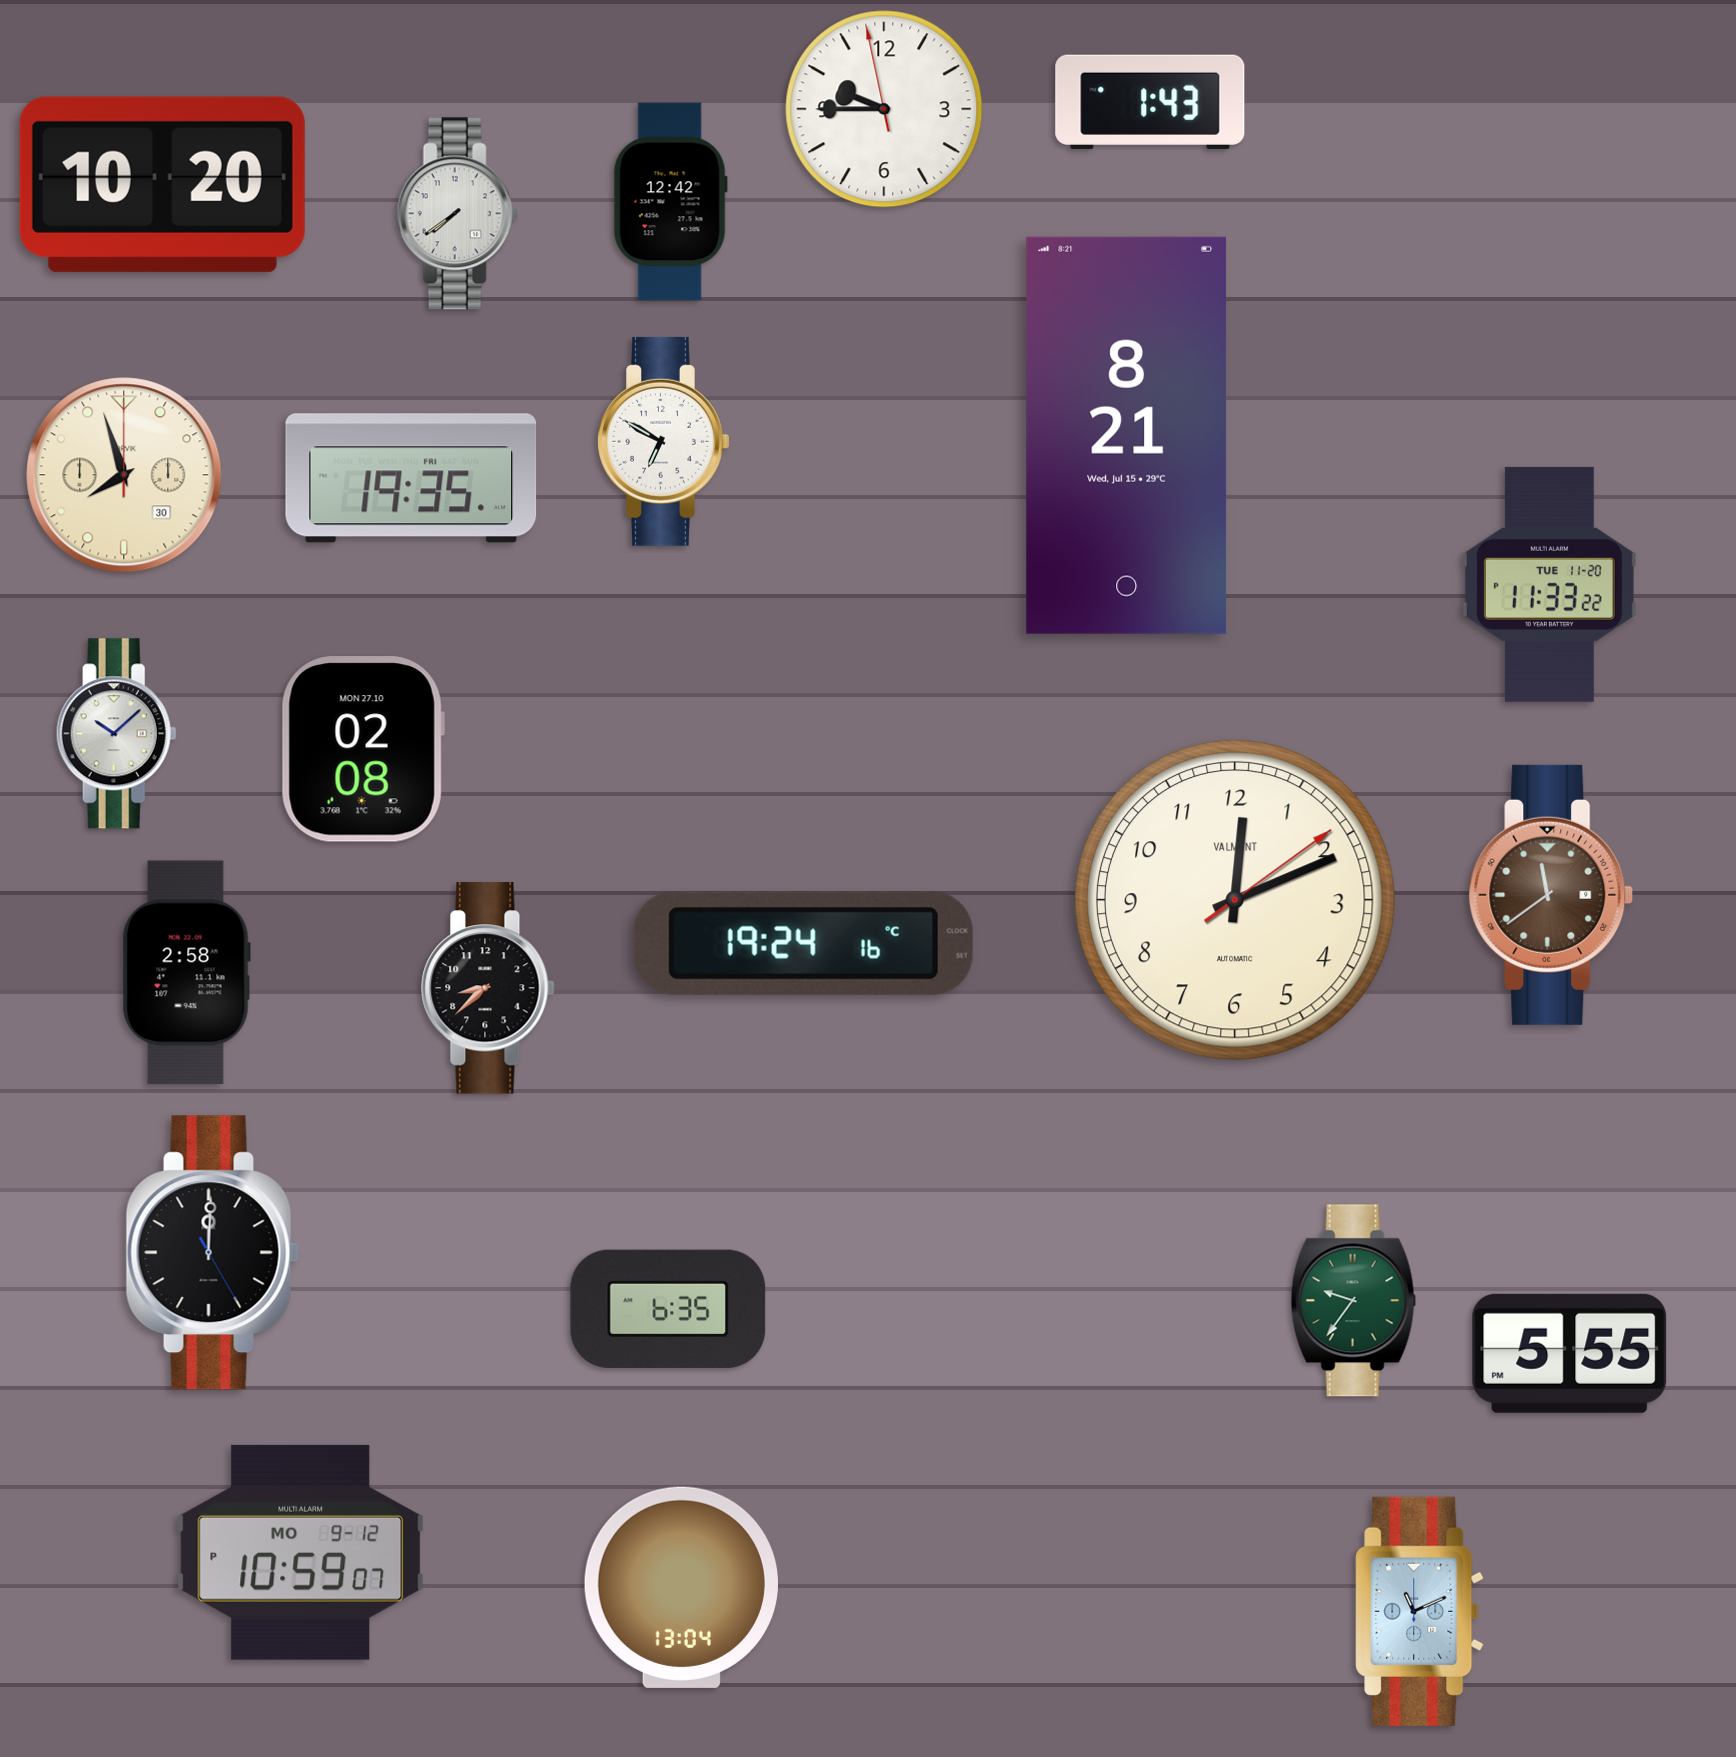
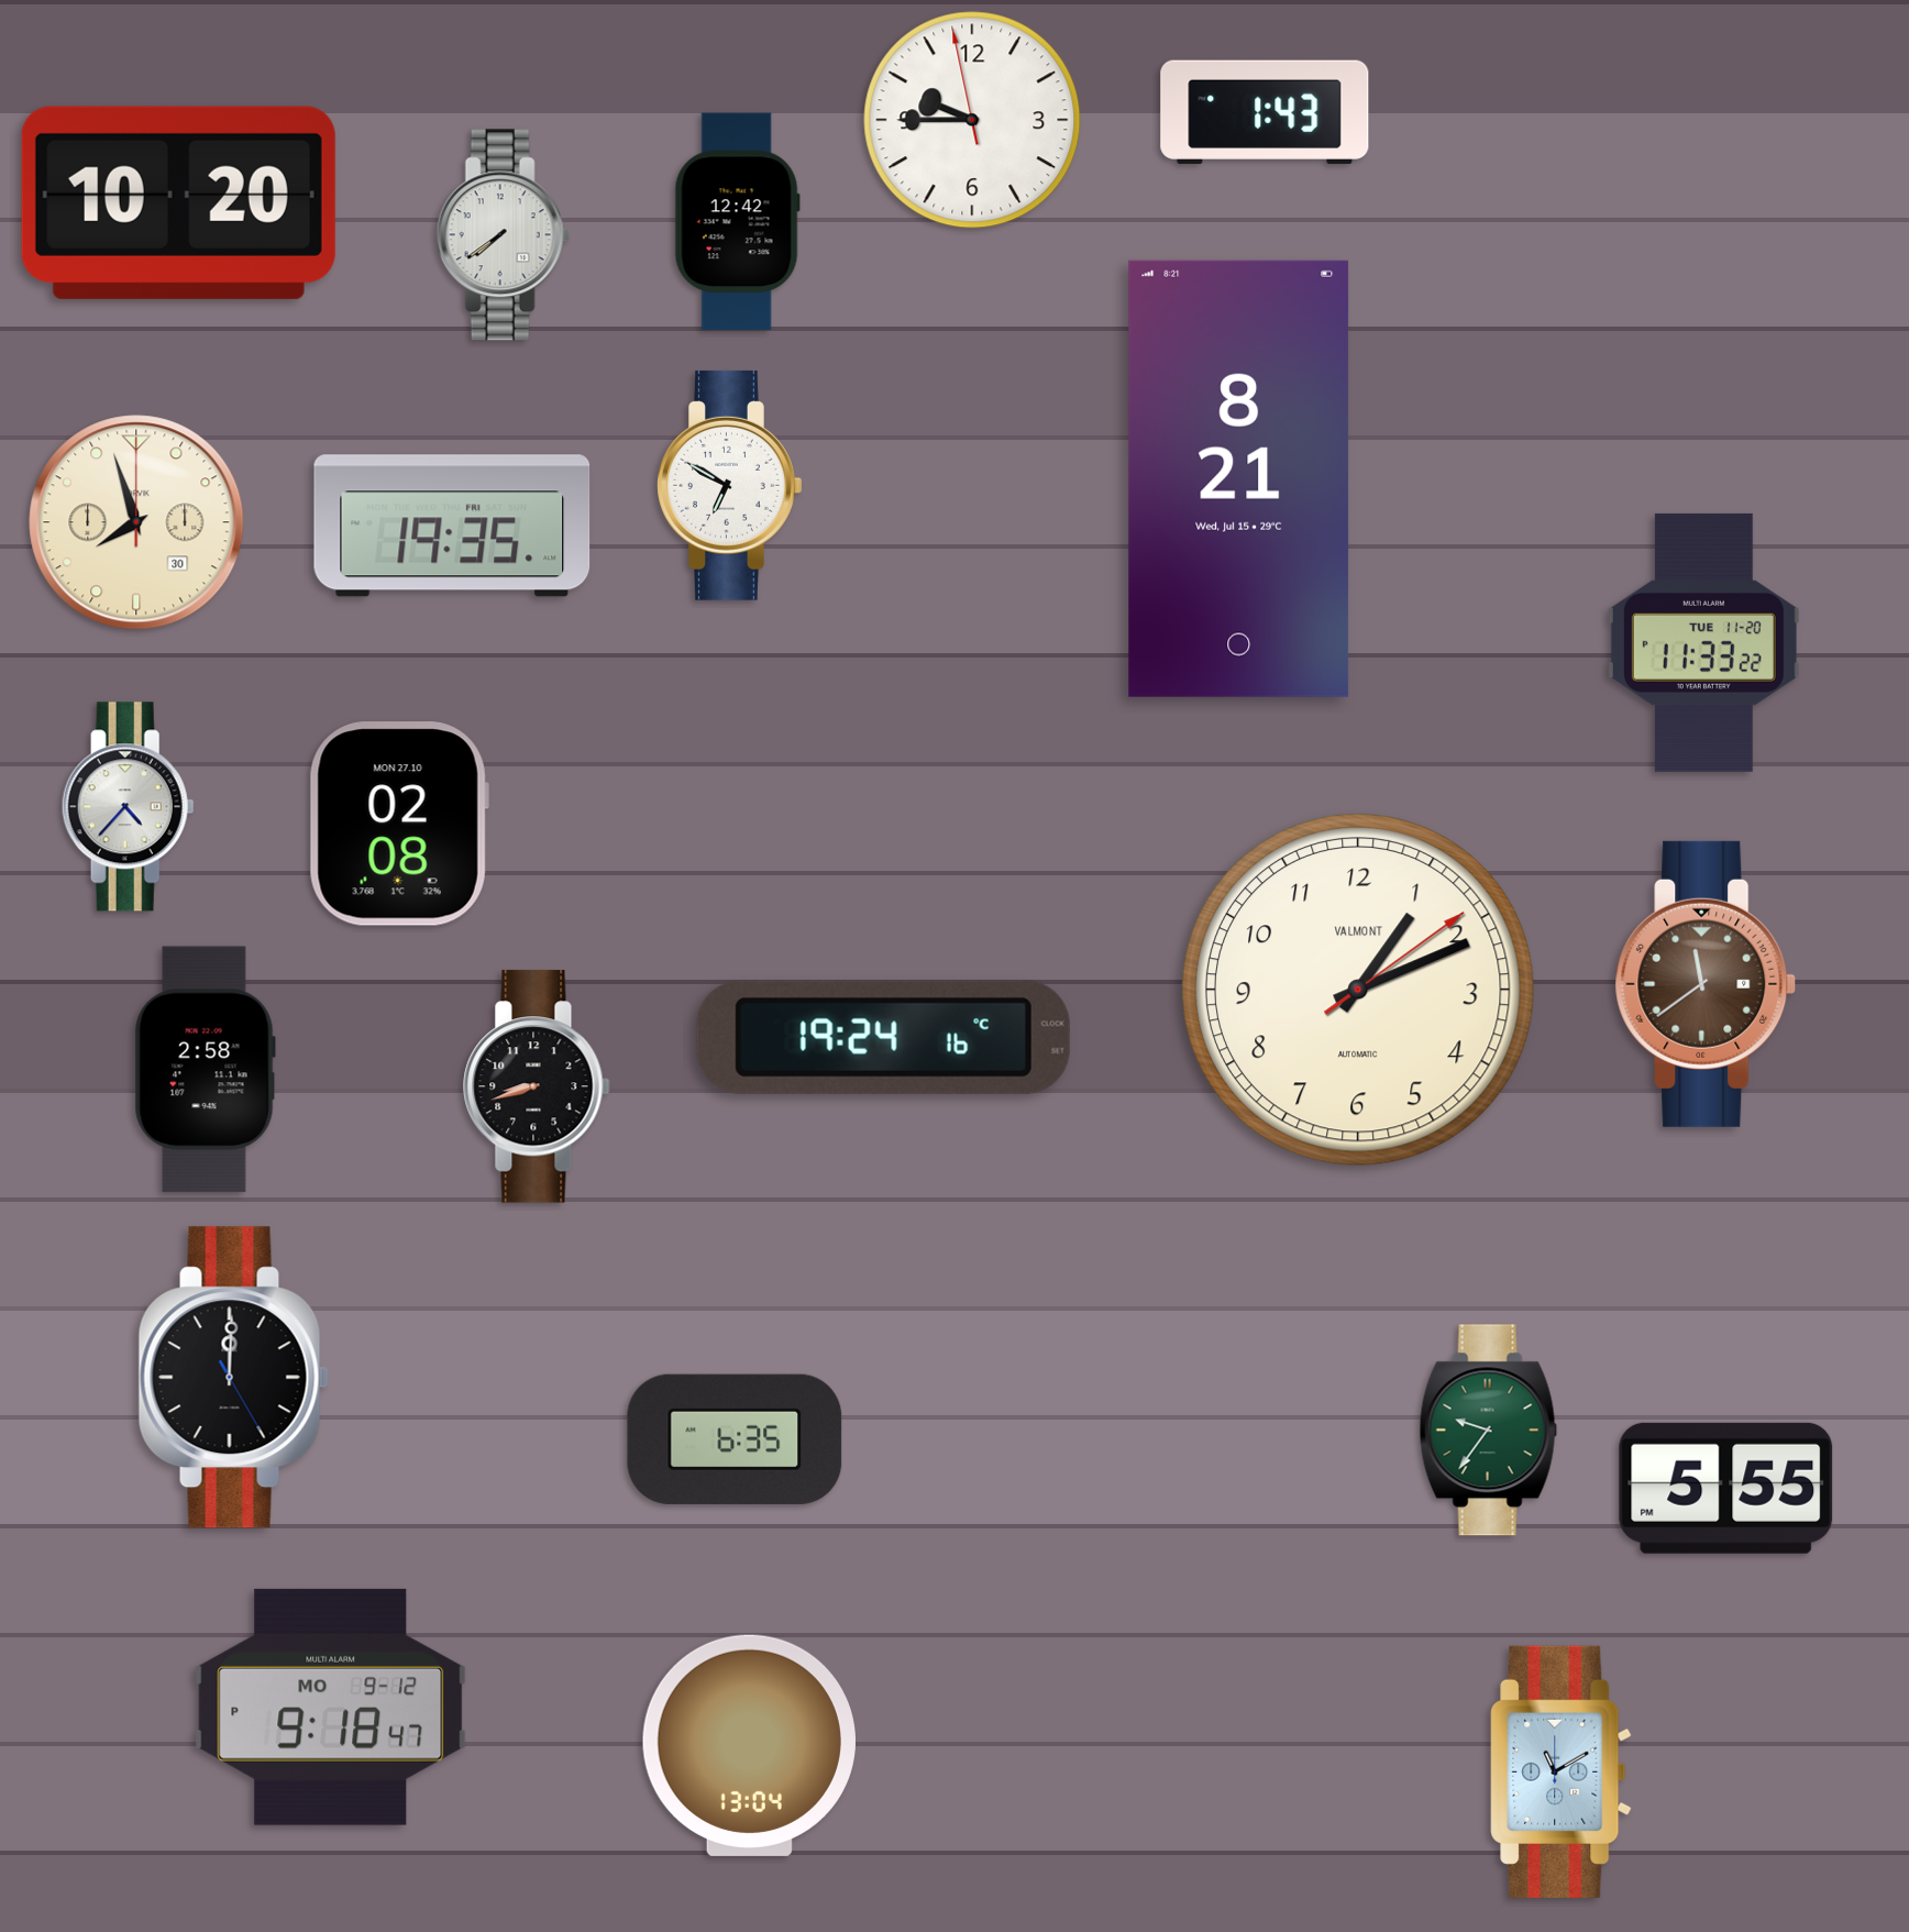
clock at (116, 734): 10:08 -> 4:37
clock at (1235, 900): 12:11 -> 1:11
clock at (488, 988): 8:38 -> 8:42
clock at (301, 1552): 10:59 -> 9:18
clock at (1420, 1611): 11:11 -> 11:10
